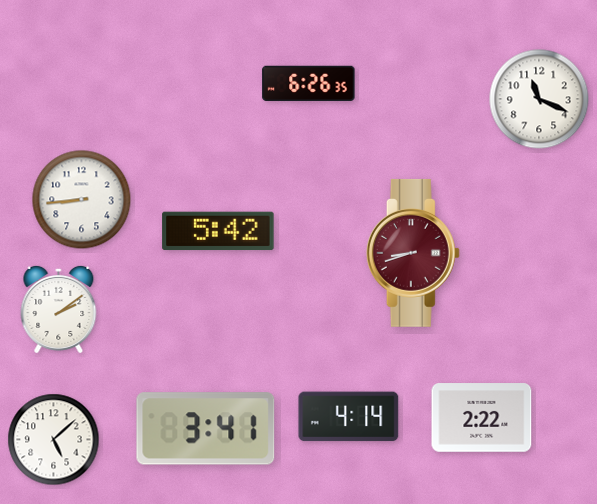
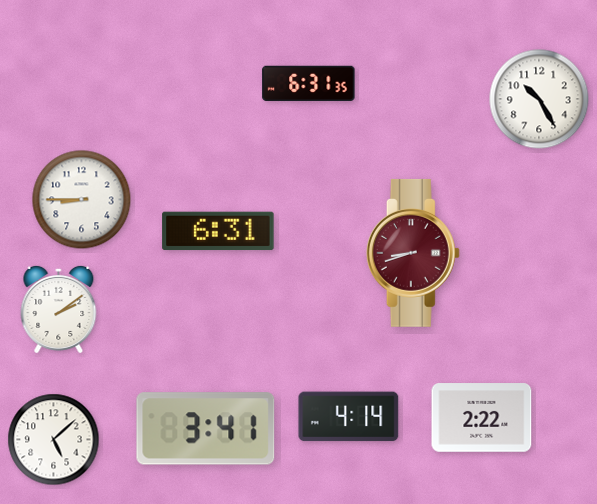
clock at (309, 83): 6:26 -> 6:31
clock at (539, 99): 11:19 -> 10:25
clock at (82, 200): 8:44 -> 8:45
clock at (218, 231): 5:42 -> 6:31
